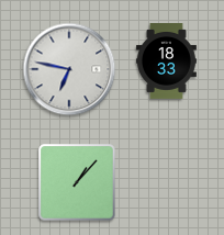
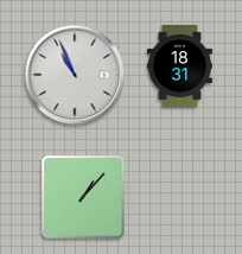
clock at (166, 61): 18:33 -> 18:31
clock at (69, 69): 6:47 -> 10:56
